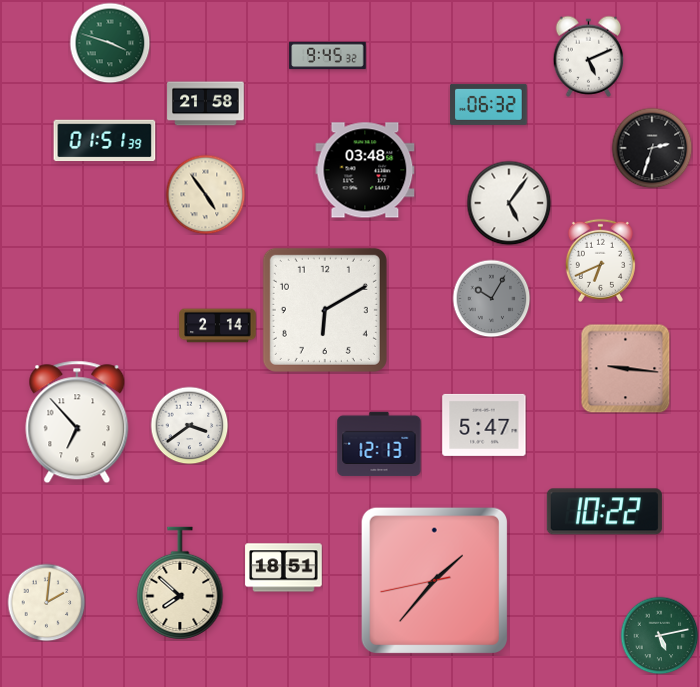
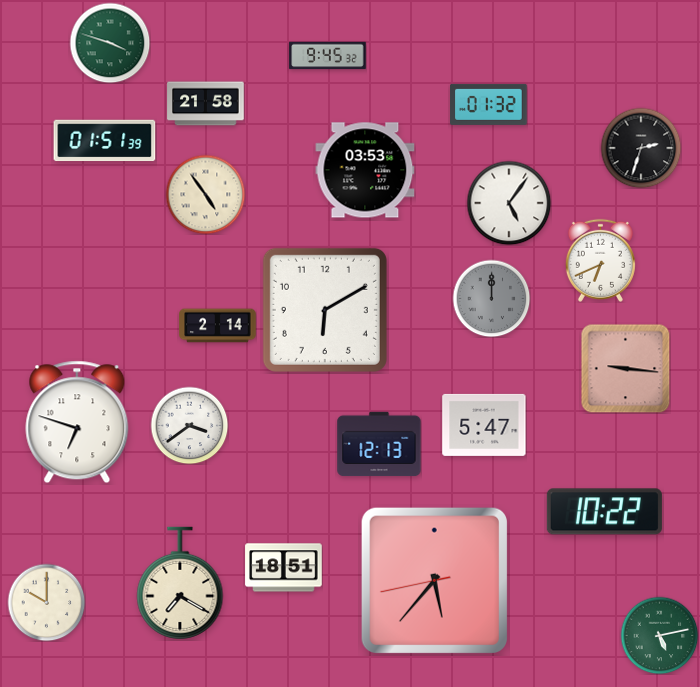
clock at (589, 56): 5:11 -> none
clock at (489, 104): 06:32 -> 01:32
clock at (652, 148) position: (652, 148) -> (641, 148)
clock at (365, 170): 03:48 -> 03:53
clock at (491, 298): 10:05 -> 12:00
clock at (77, 422): 6:53 -> 6:48
clock at (434, 580): 1:36 -> 5:36
clock at (180, 583): 7:52 -> 7:20
clock at (46, 602): 2:01 -> 10:00
